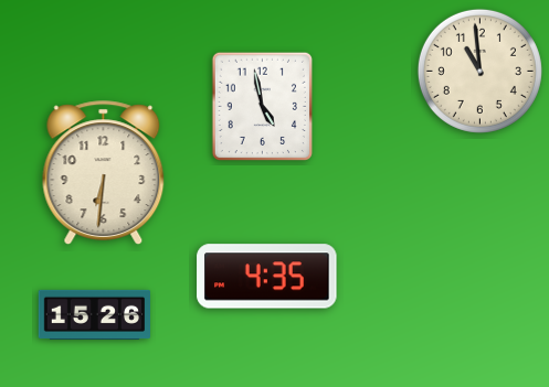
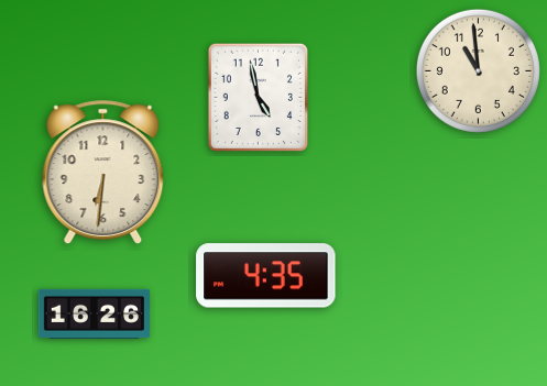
clock at (262, 106) position: (262, 106) -> (258, 97)
clock at (94, 314): 15:26 -> 16:26
